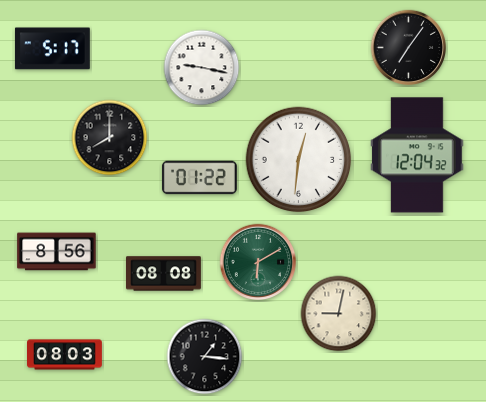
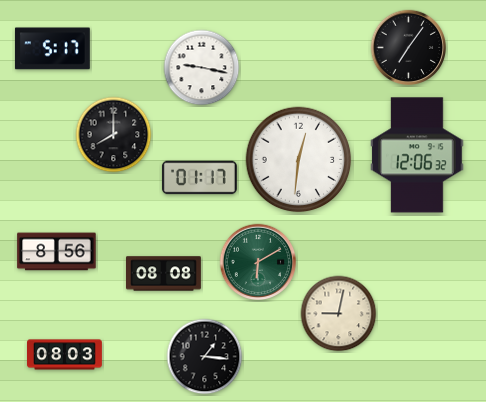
clock at (110, 138) position: (110, 138) -> (114, 135)
clock at (417, 155): 12:04 -> 12:06
clock at (199, 178): 01:22 -> 01:17
